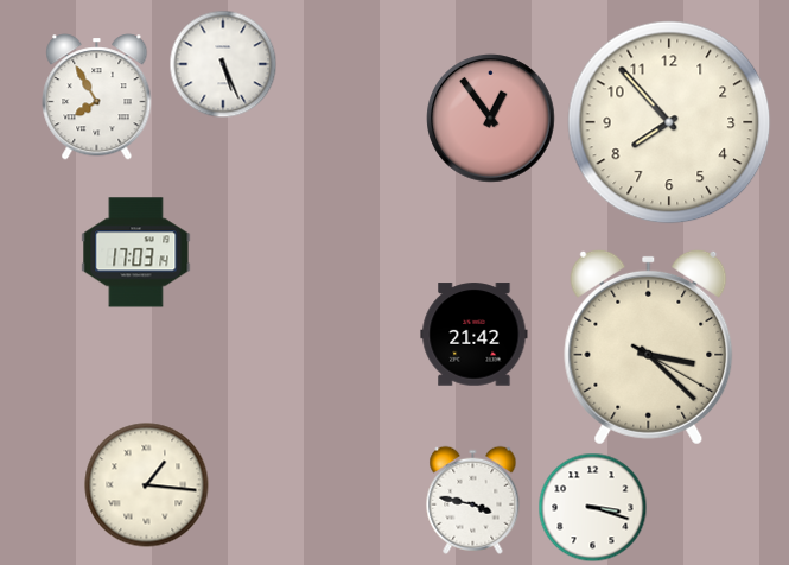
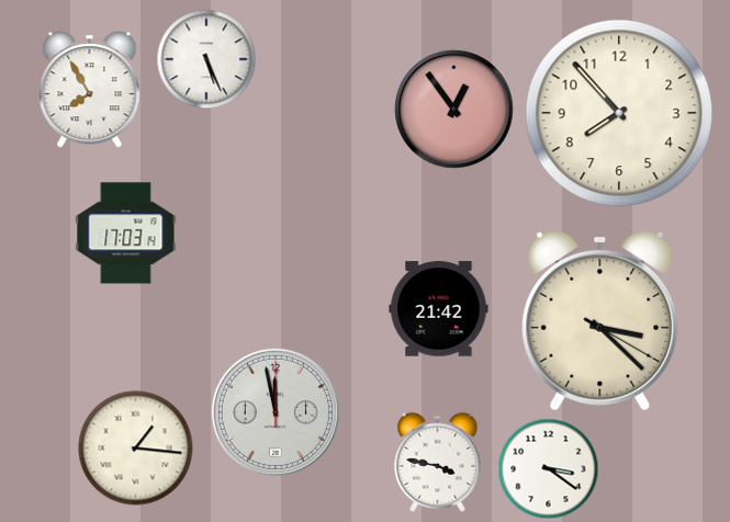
clock at (276, 412): none -> 11:58
clock at (592, 507): 3:18 -> 3:21
